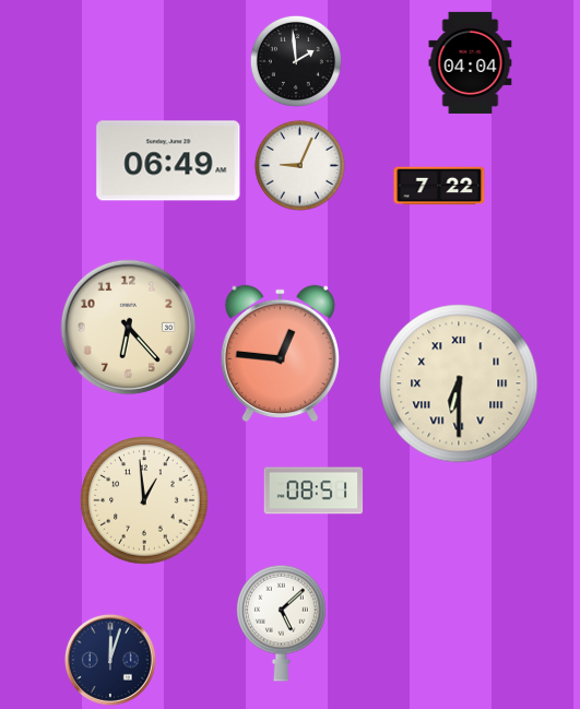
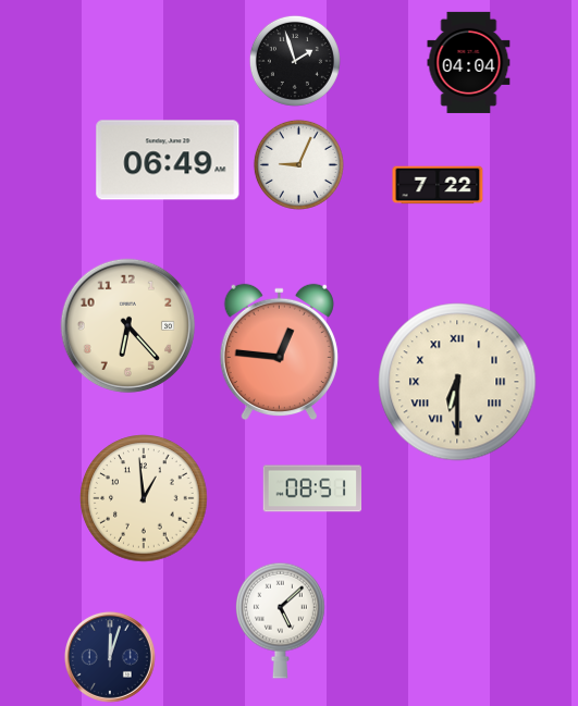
clock at (296, 61): 1:59 -> 1:57
